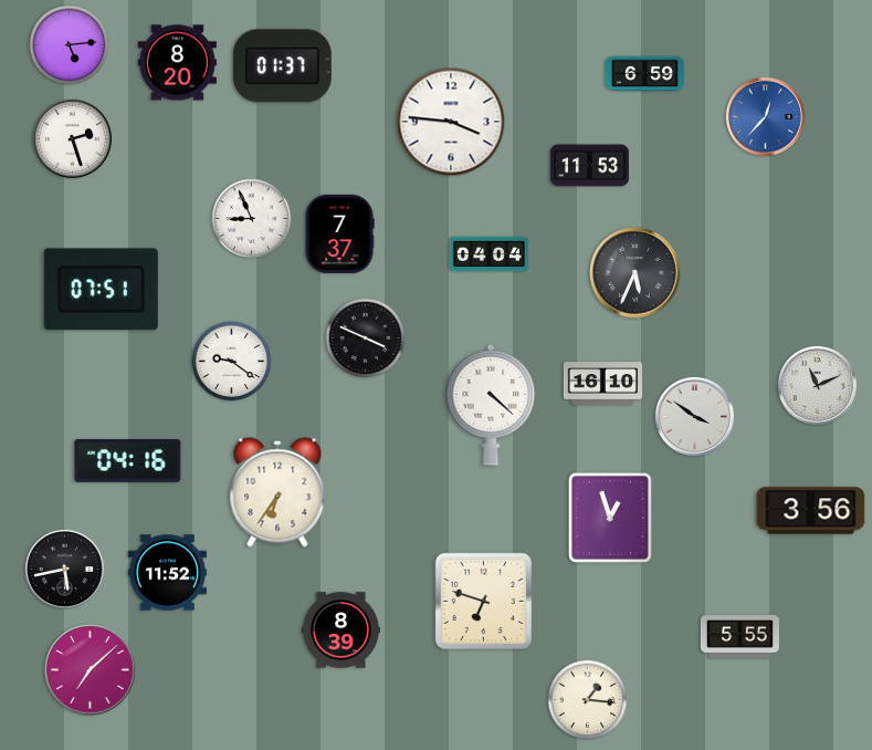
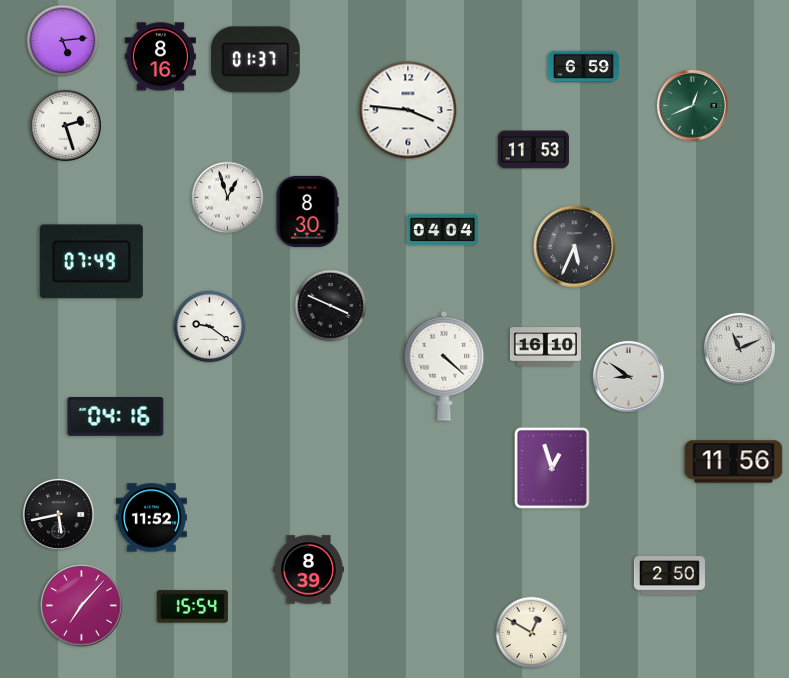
clock at (177, 63): 8:20 -> 8:16
clock at (765, 116): 12:37 -> 12:41
clock at (765, 116) dial: blue -> green
clock at (252, 219): 8:56 -> 12:57
clock at (339, 233): 7:37 -> 8:30
clock at (101, 290): 07:51 -> 07:49
clock at (694, 416): 3:51 -> 8:51
clock at (277, 492): 6:36 -> none
clock at (811, 511): 3:56 -> 11:56
clock at (484, 602): 6:48 -> none
clock at (739, 637): 5:55 -> 2:50
clock at (91, 670): 7:08 -> 7:07
clock at (192, 607): none -> 15:54
clock at (588, 700): 1:16 -> 12:50
